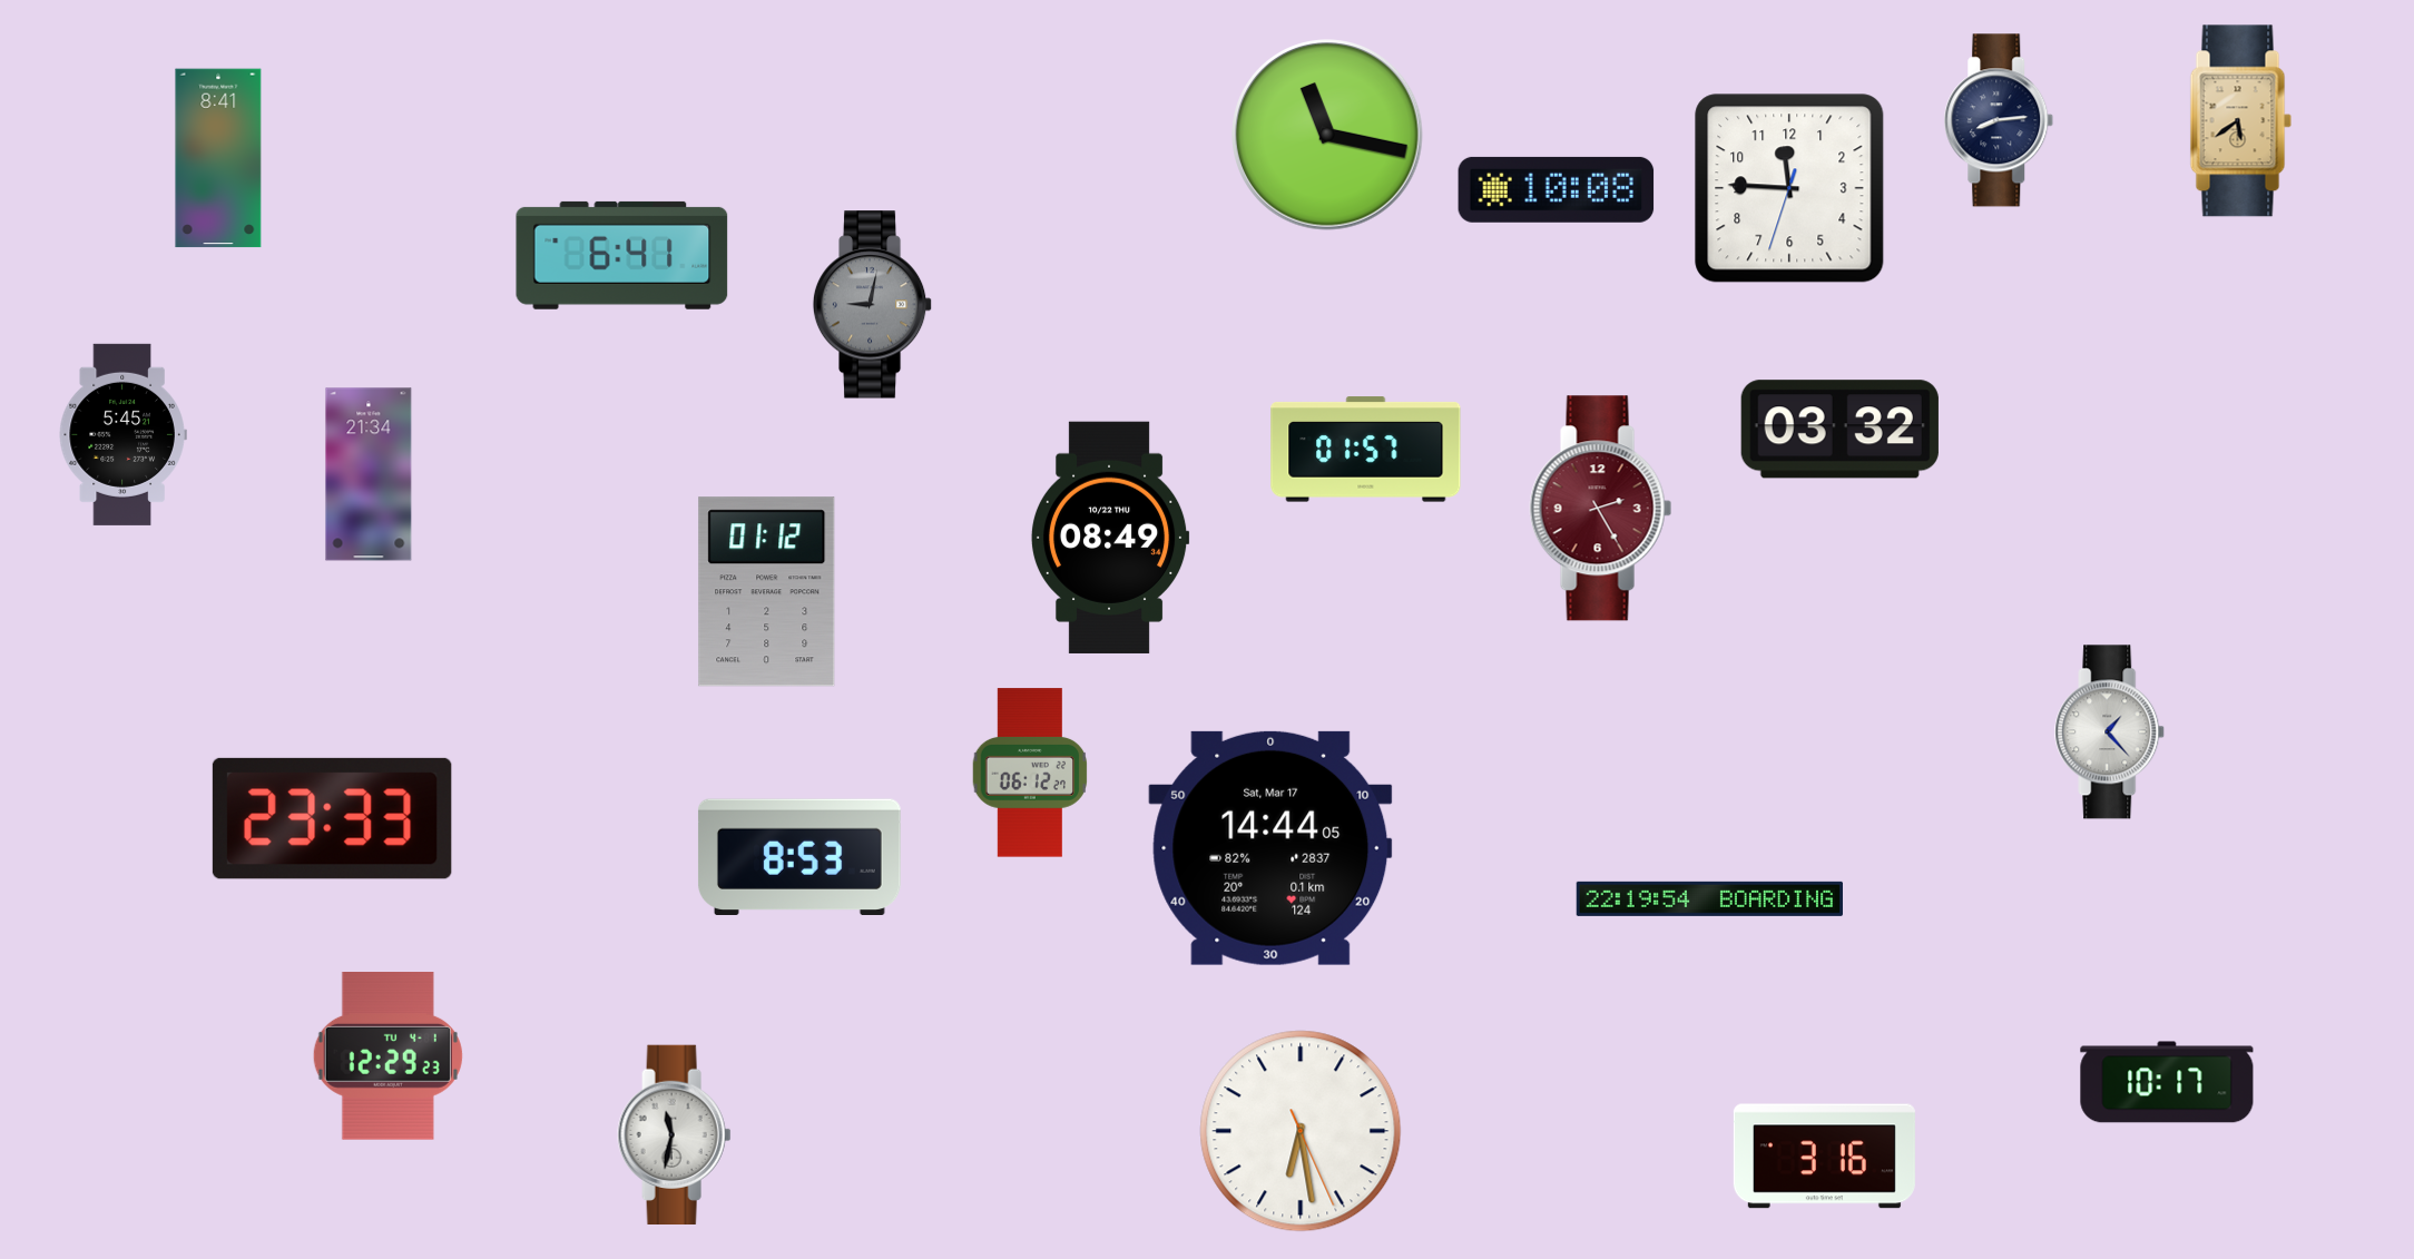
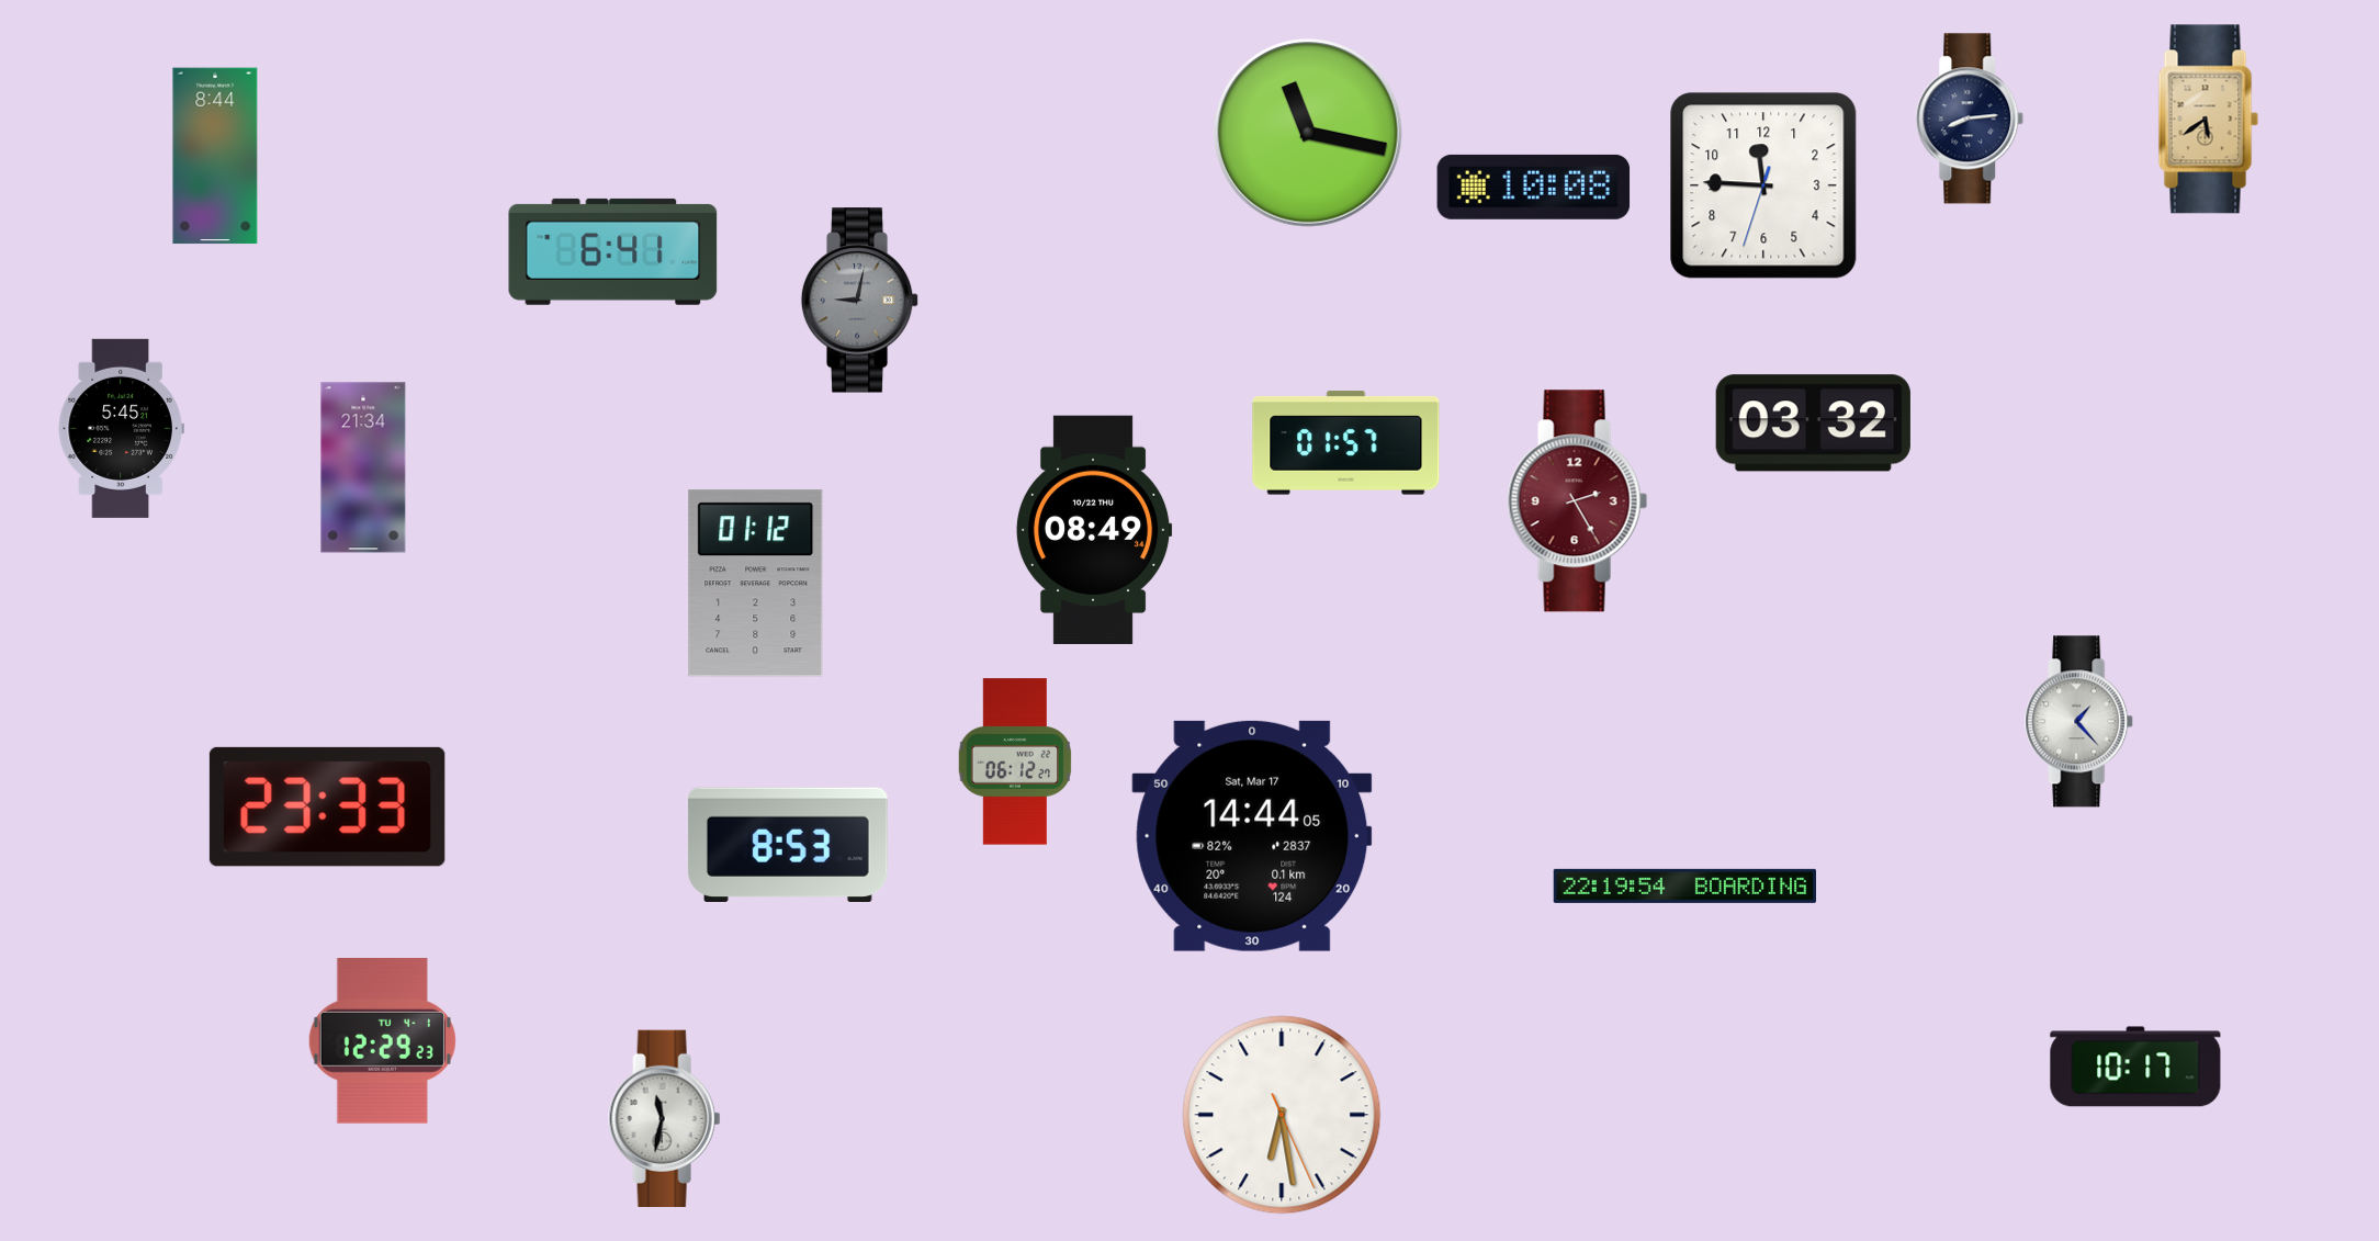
clock at (218, 158): 8:41 -> 8:44
clock at (1824, 1157): 3:16 -> none
